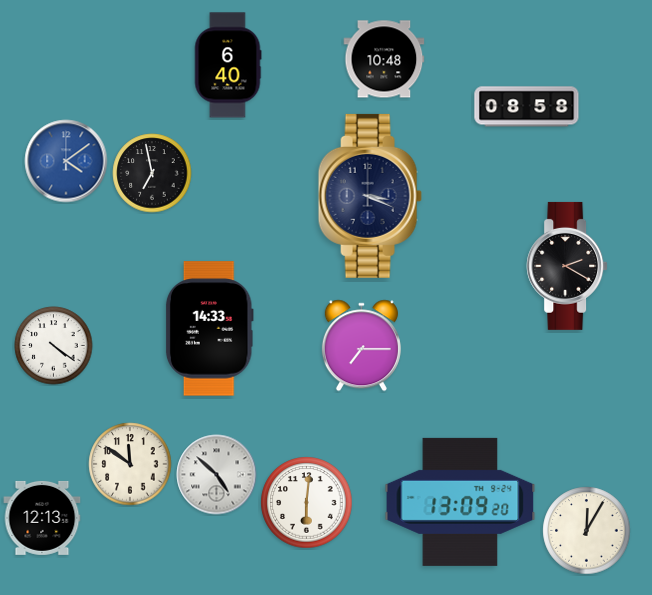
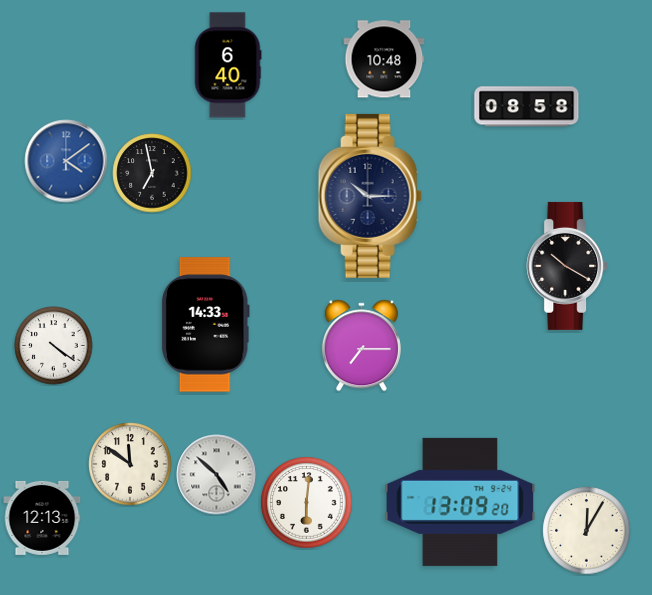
clock at (370, 196): 3:19 -> 10:15
clock at (567, 266): 2:20 -> 10:20
clock at (209, 329) position: (209, 329) -> (205, 325)
